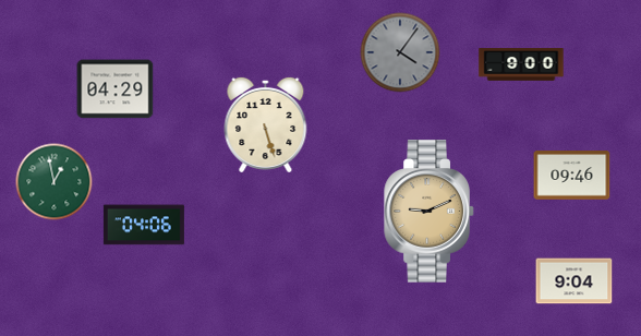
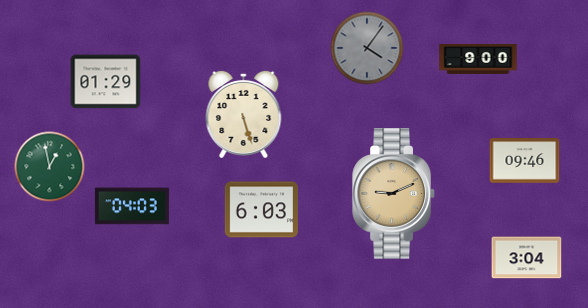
clock at (116, 89): 04:29 -> 01:29
clock at (144, 225): 04:06 -> 04:03
clock at (261, 210): none -> 6:03
clock at (575, 281): 9:04 -> 3:04
